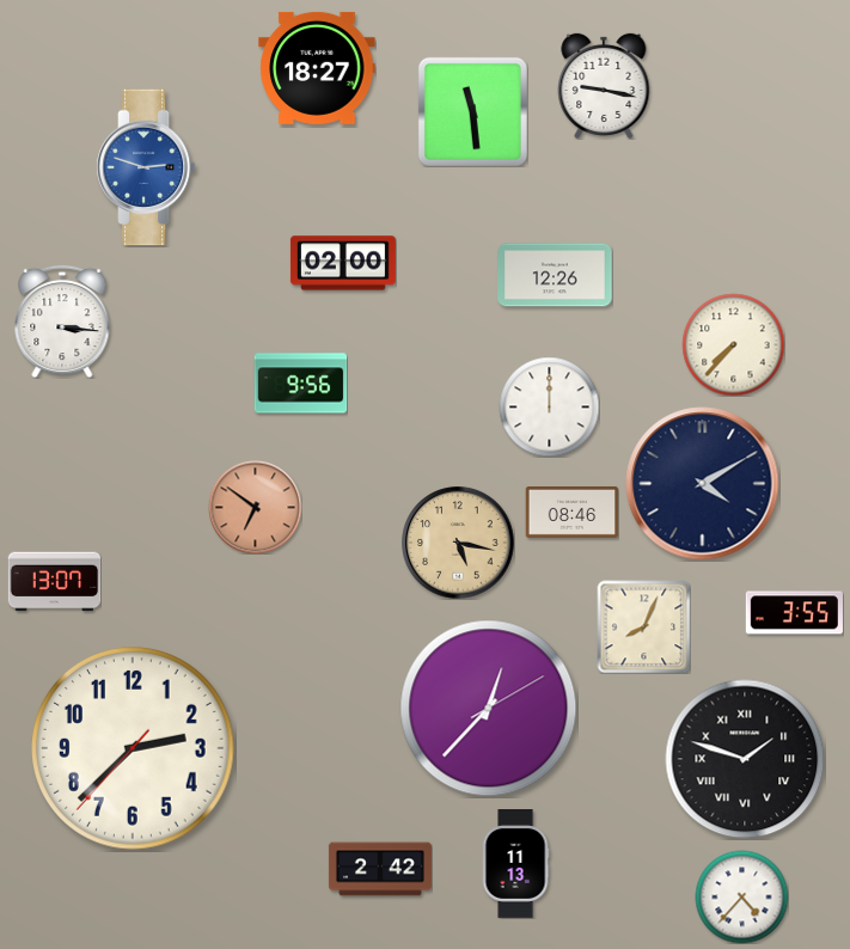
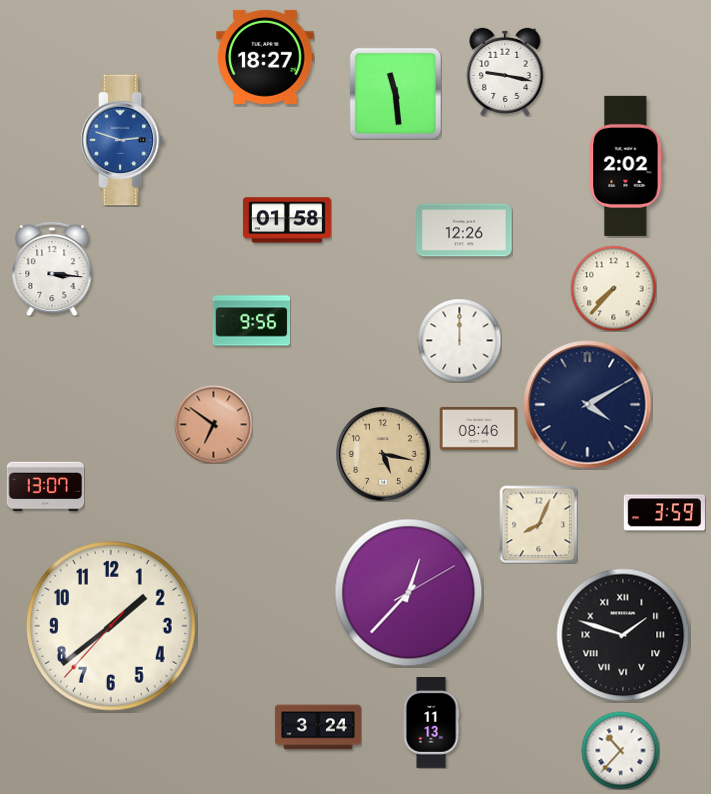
clock at (626, 166): none -> 2:02
clock at (343, 263): 02:00 -> 01:58
clock at (794, 613): 3:55 -> 3:59
clock at (134, 749): 2:37 -> 1:38
clock at (380, 869): 2:42 -> 3:24
clock at (741, 896): 4:37 -> 10:37
